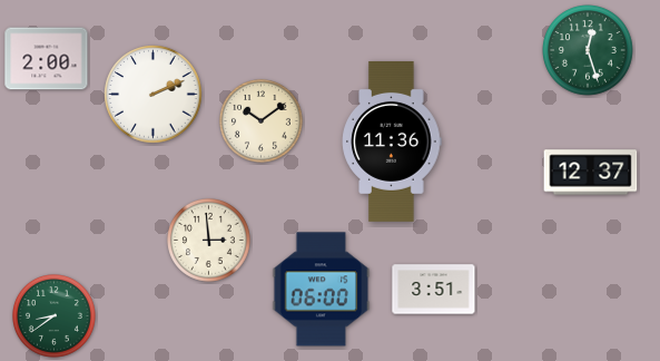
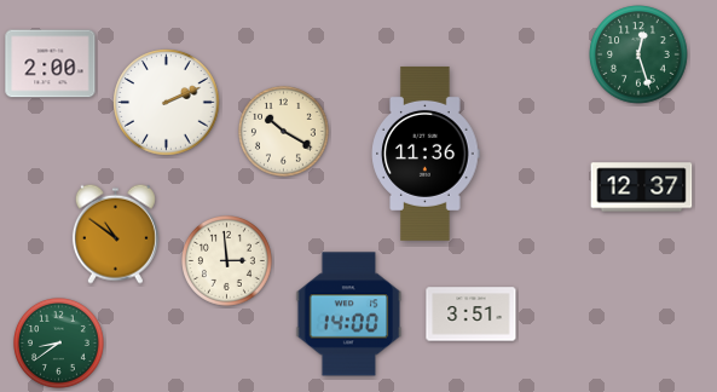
clock at (262, 121): 10:09 -> 10:20
clock at (115, 234): none -> 10:51
clock at (322, 290): 06:00 -> 14:00
